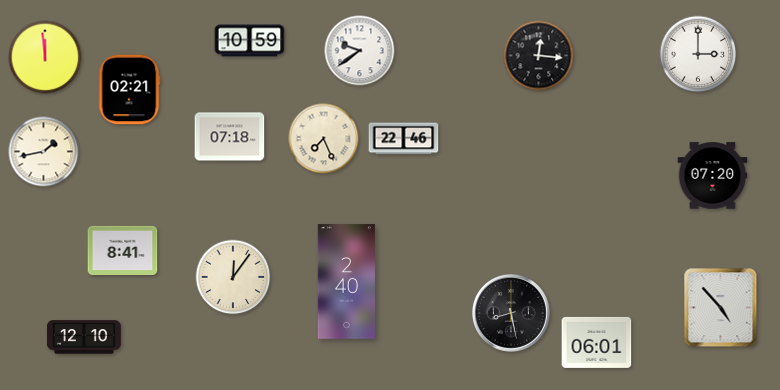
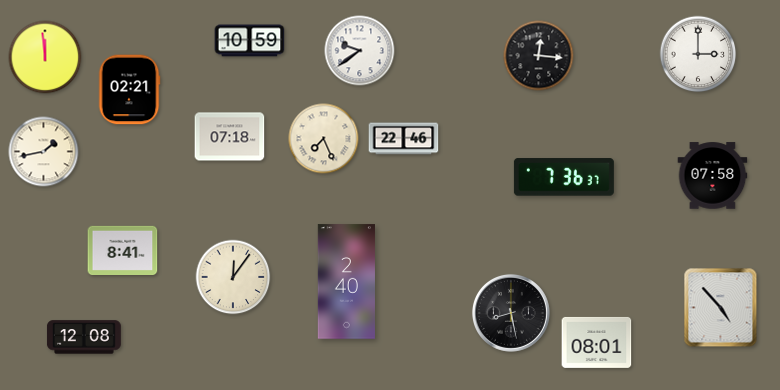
clock at (713, 176): 07:20 -> 07:58
clock at (564, 177): none -> 7:36
clock at (84, 337): 12:10 -> 12:08
clock at (597, 342): 06:01 -> 08:01
